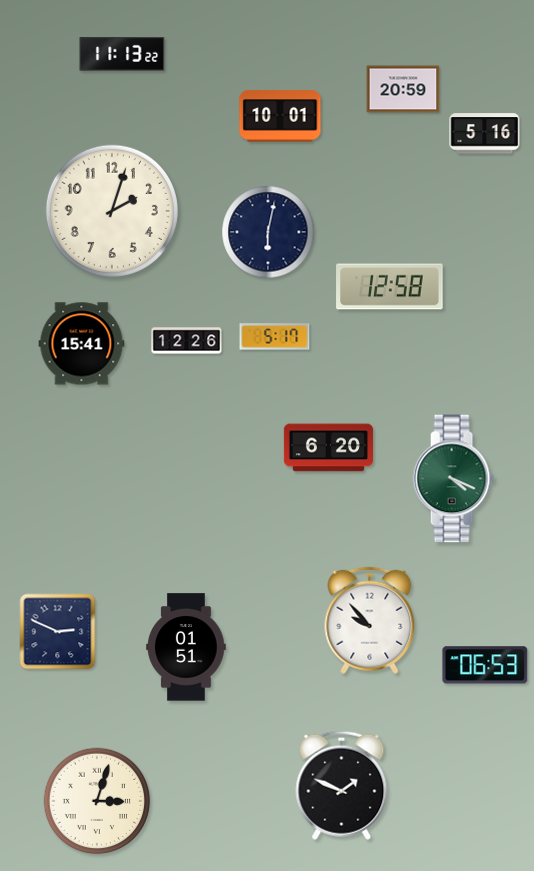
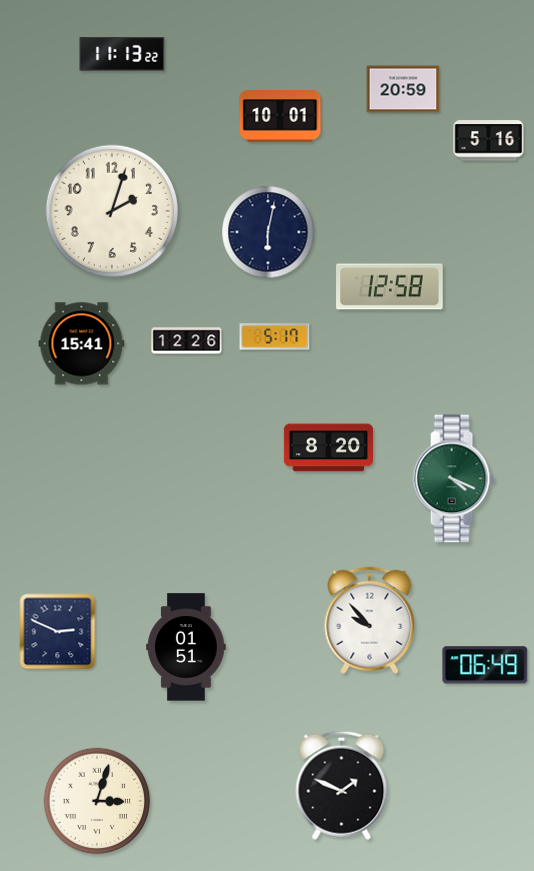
clock at (485, 134) position: (485, 134) -> (489, 141)
clock at (328, 448): 6:20 -> 8:20
clock at (485, 665): 06:53 -> 06:49
